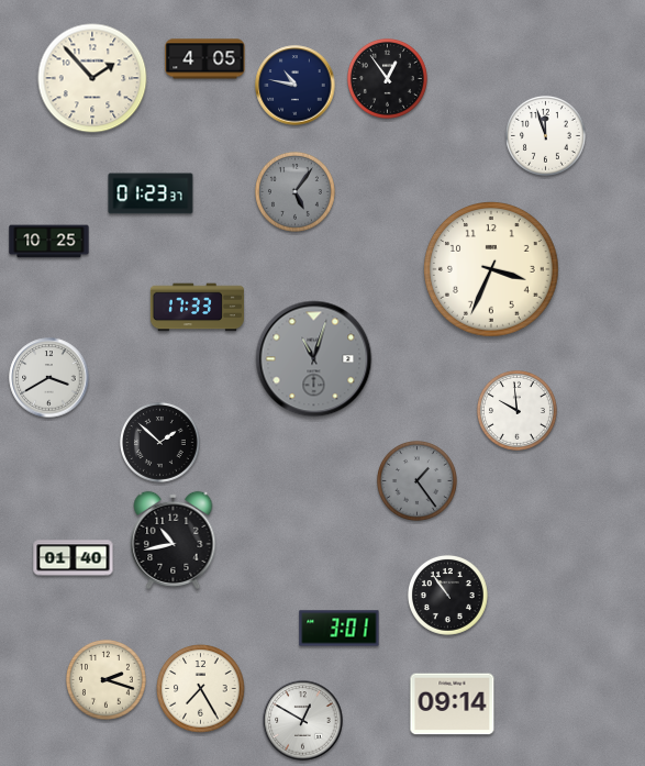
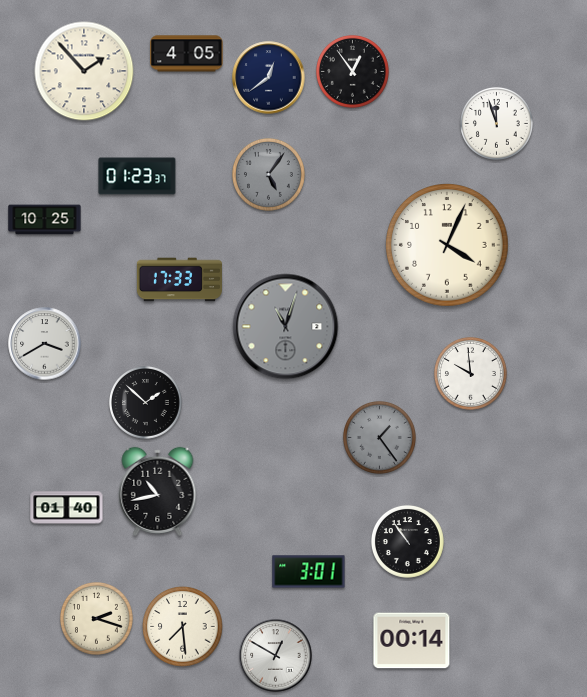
clock at (296, 86): 10:47 -> 12:39
clock at (492, 270): 3:34 -> 4:04
clock at (201, 689): 7:25 -> 7:29
clock at (453, 704): 09:14 -> 00:14
